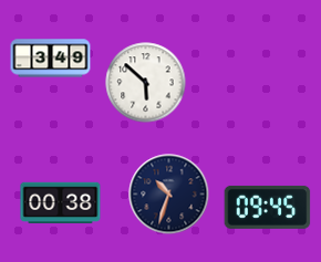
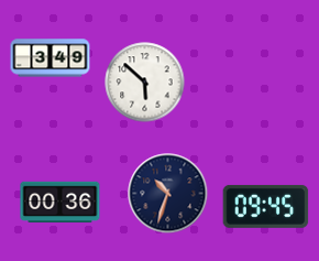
clock at (61, 202): 00:38 -> 00:36
